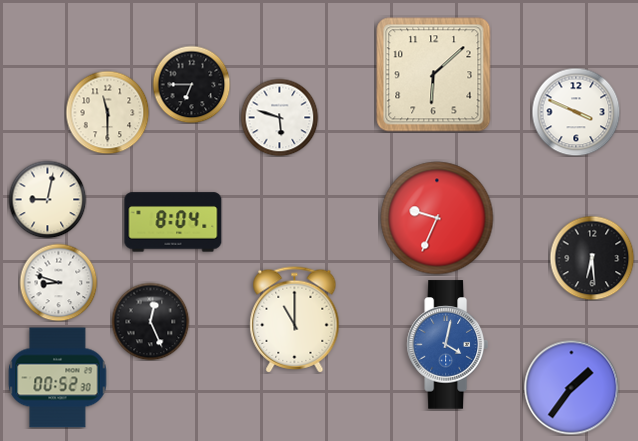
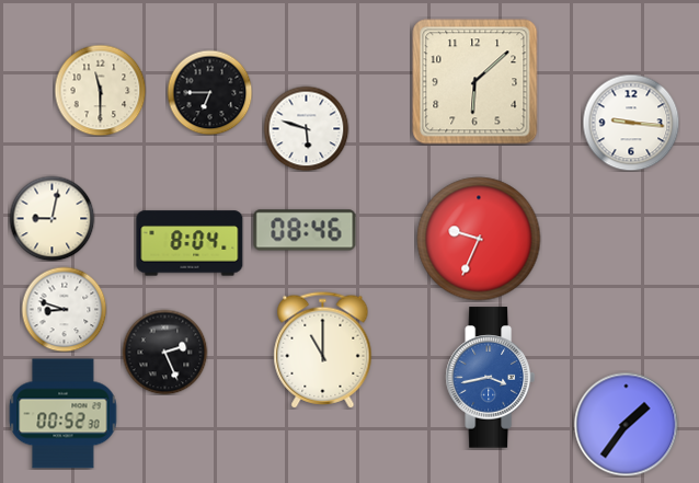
clock at (107, 112) position: (107, 112) -> (100, 90)
clock at (576, 112): 3:49 -> 9:16
clock at (305, 230): none -> 08:46
clock at (592, 258): 6:29 -> none
clock at (150, 321): 12:26 -> 2:26
clock at (447, 345): 4:02 -> 3:43
